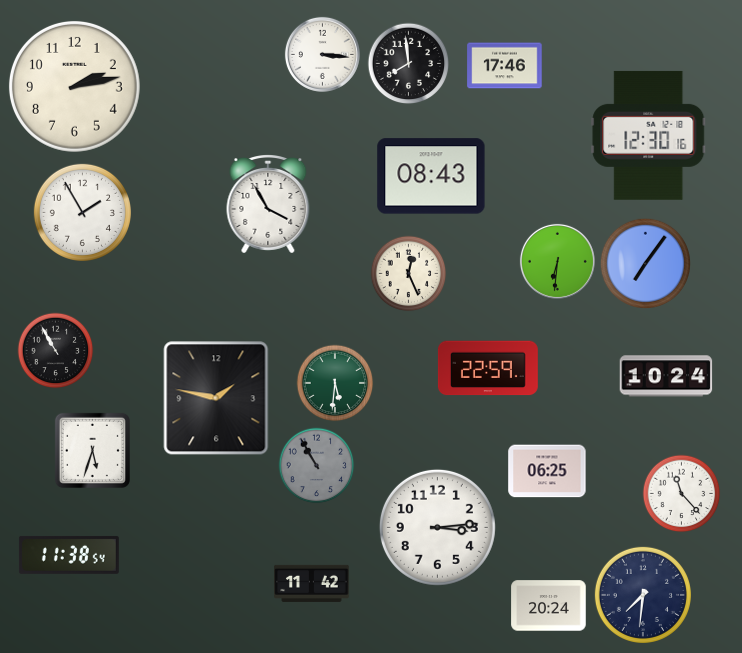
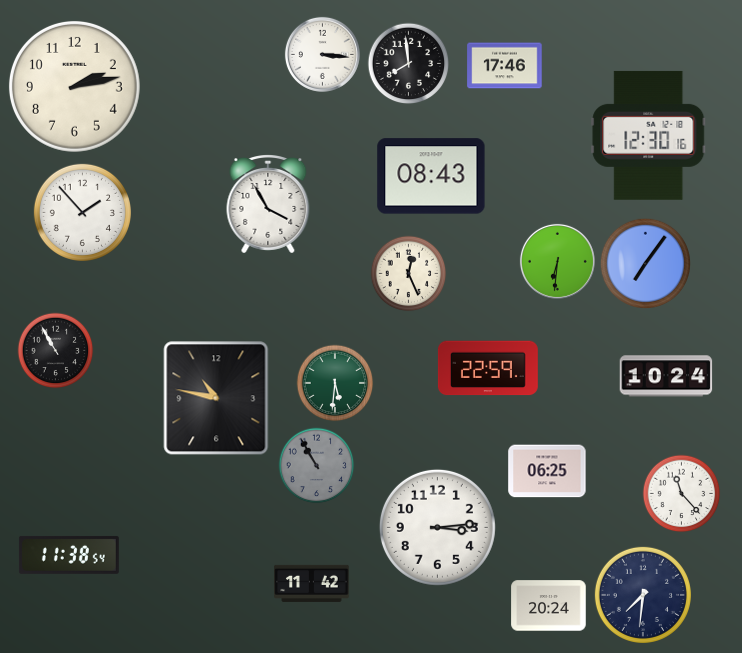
clock at (82, 212): 1:55 -> 1:53
clock at (216, 398): 1:47 -> 10:47
clock at (92, 450): 5:33 -> none
